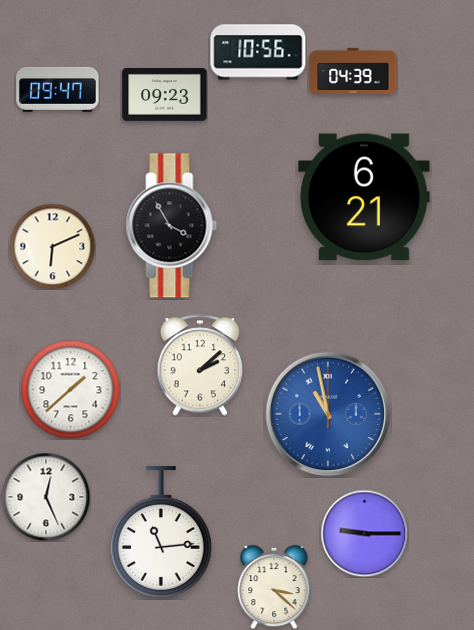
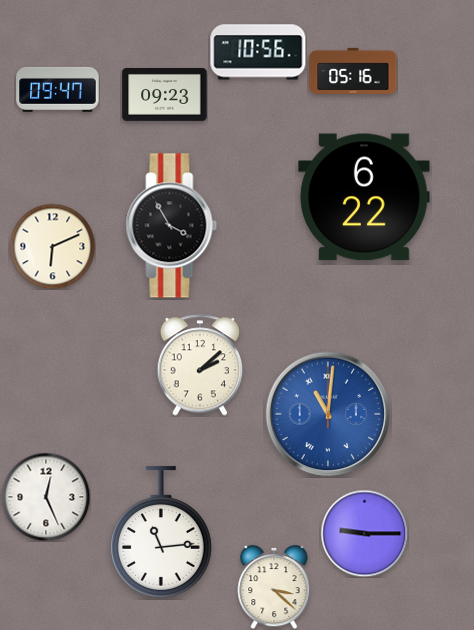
clock at (353, 71): 04:39 -> 05:16
clock at (364, 197): 6:21 -> 6:22
clock at (71, 390): 1:38 -> none
clock at (328, 414): 10:58 -> 11:01
